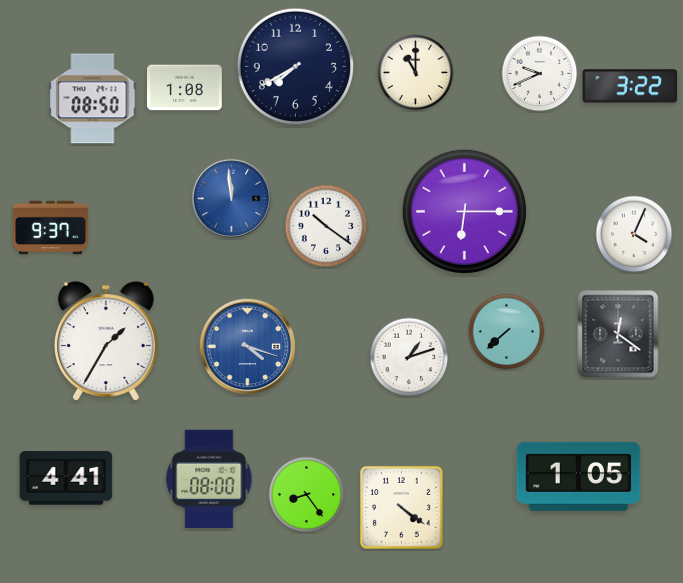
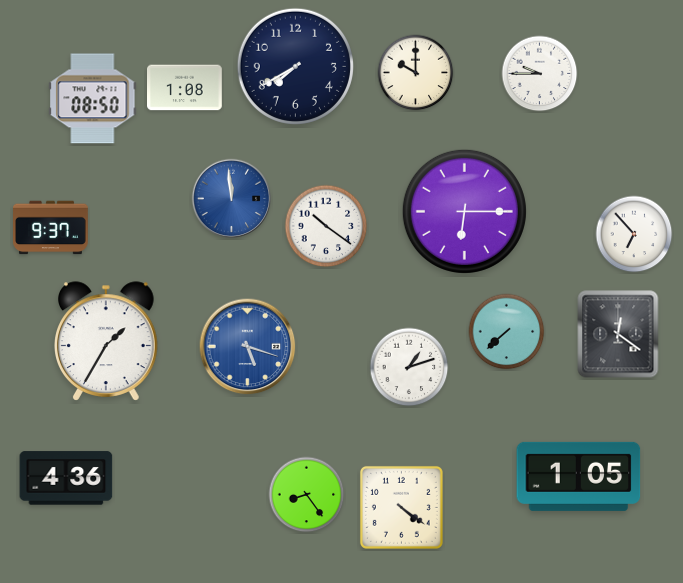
clock at (416, 73): 11:00 -> 10:00
clock at (540, 74): 9:41 -> 9:45
clock at (630, 86): 3:22 -> none
clock at (634, 234): 4:04 -> 6:53
clock at (248, 347): 4:18 -> 5:18
clock at (409, 357) position: (409, 357) -> (409, 367)
clock at (66, 478): 4:41 -> 4:36
clock at (209, 479): 08:00 -> none
